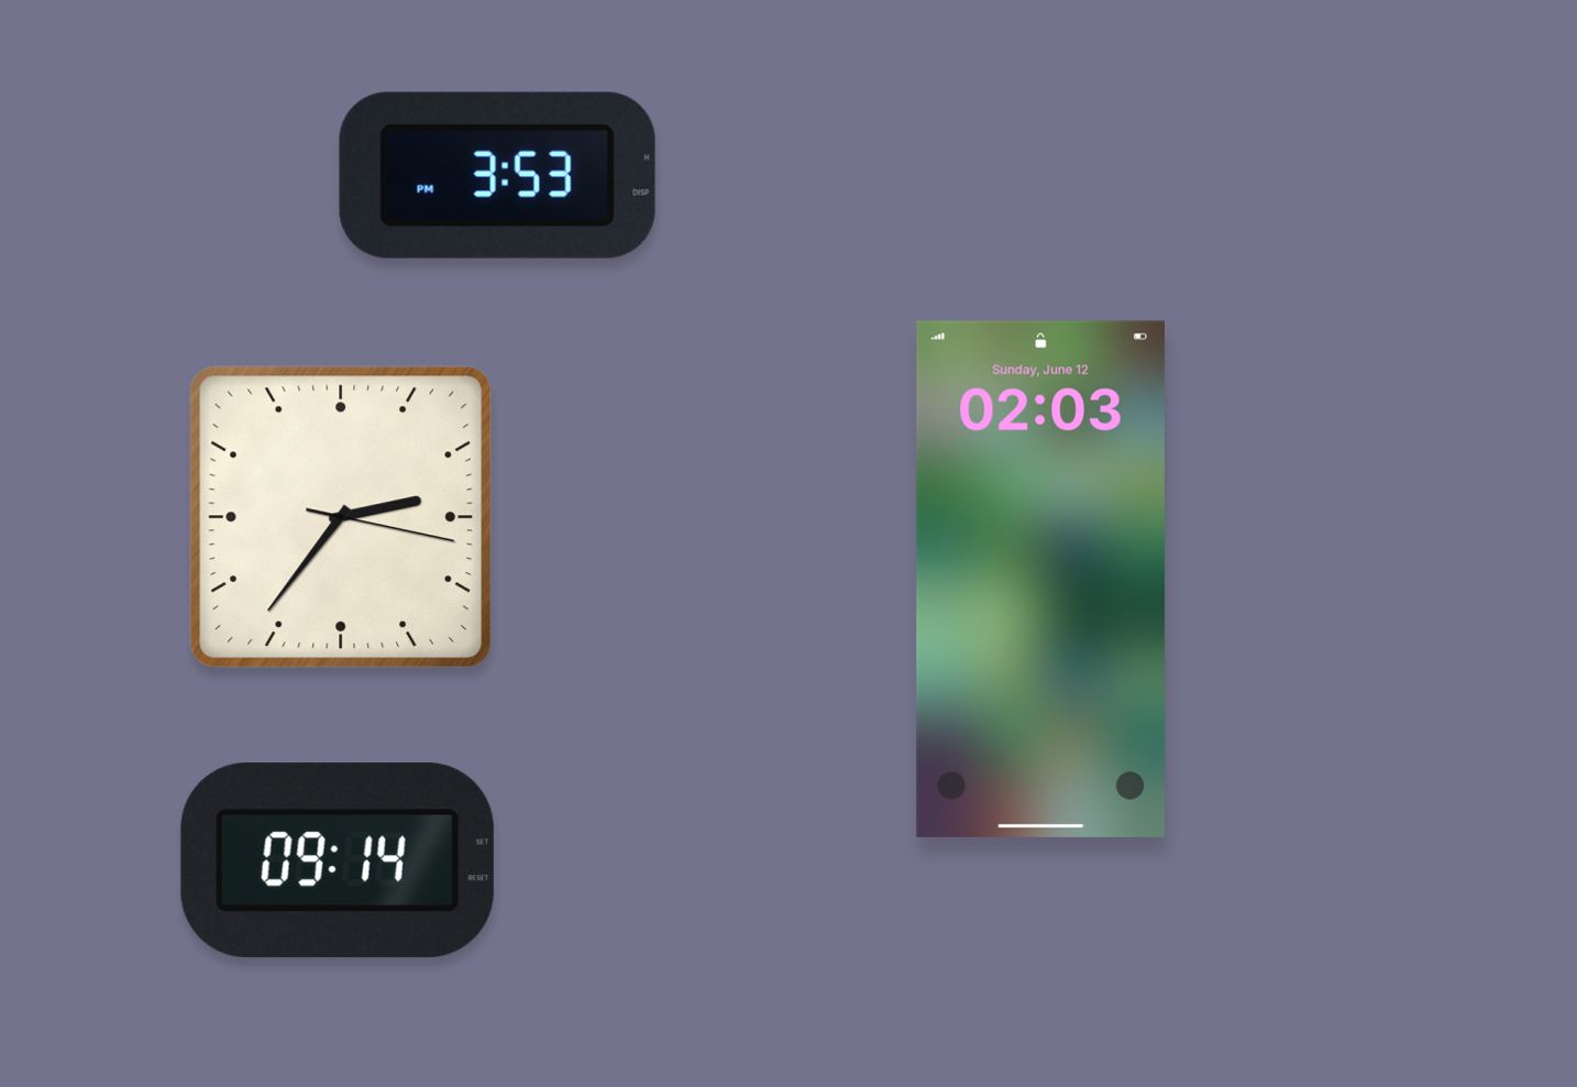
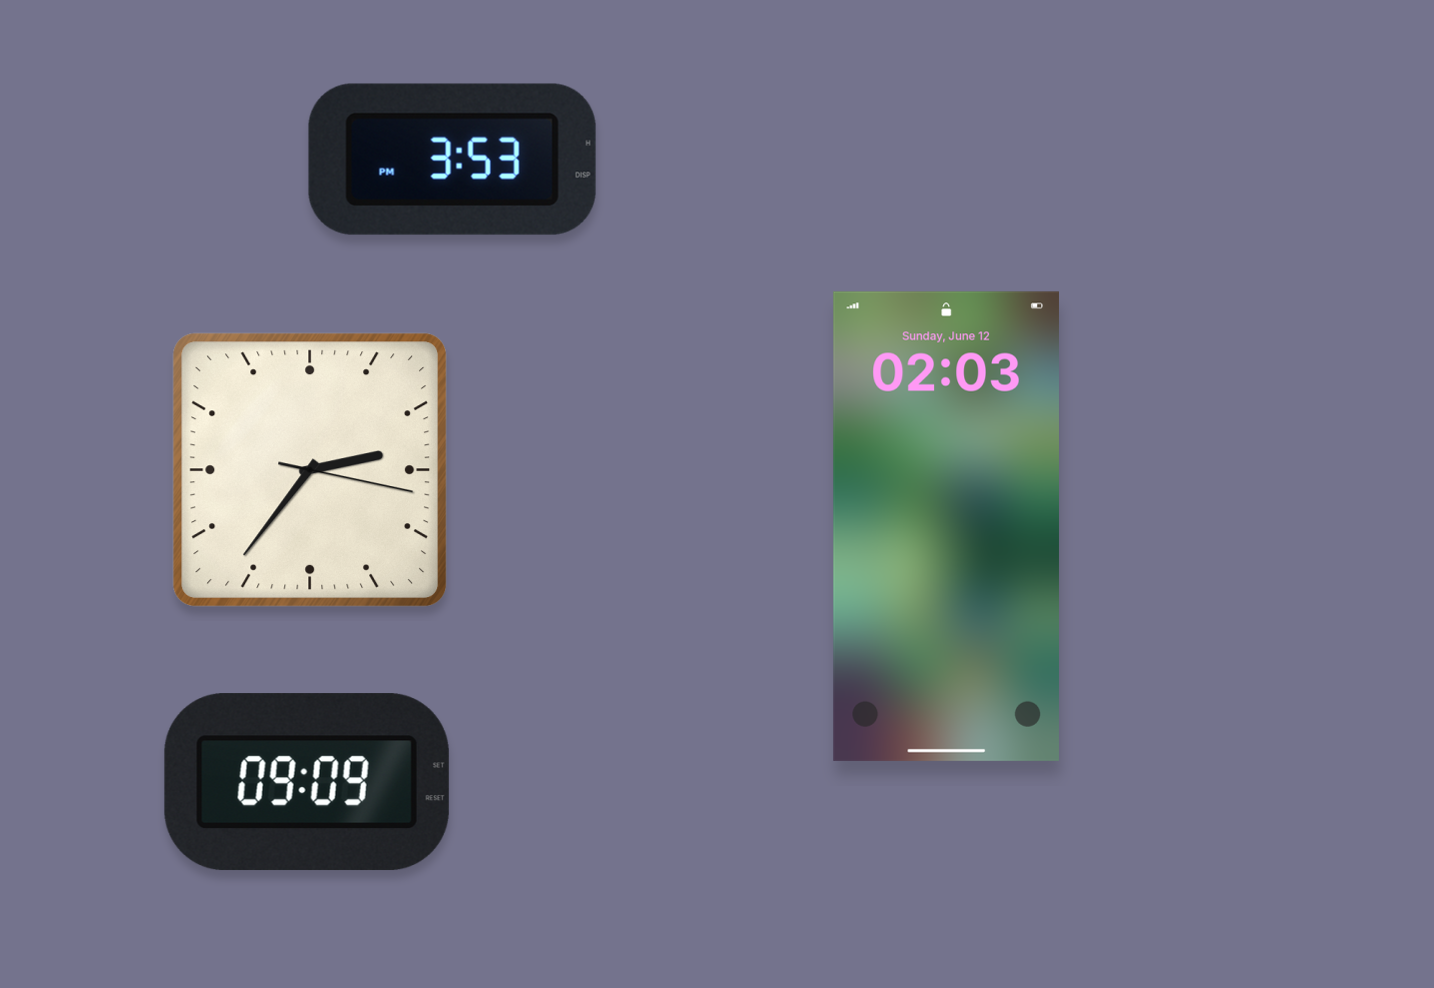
clock at (338, 860): 09:14 -> 09:09
